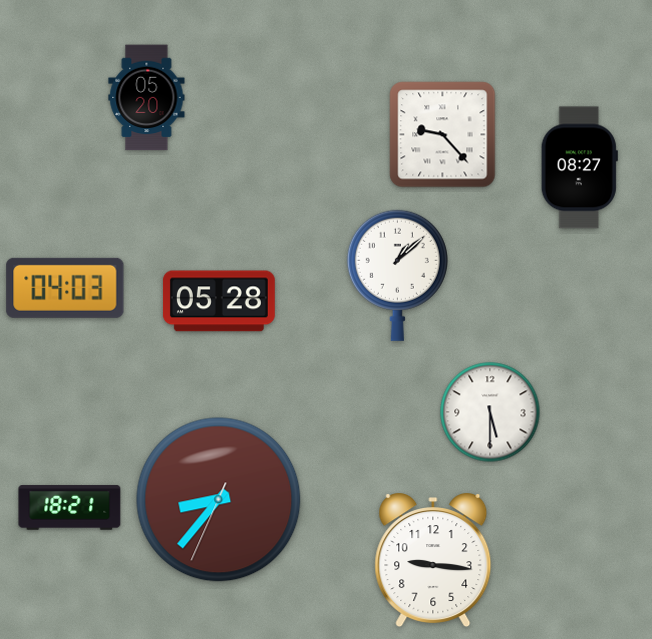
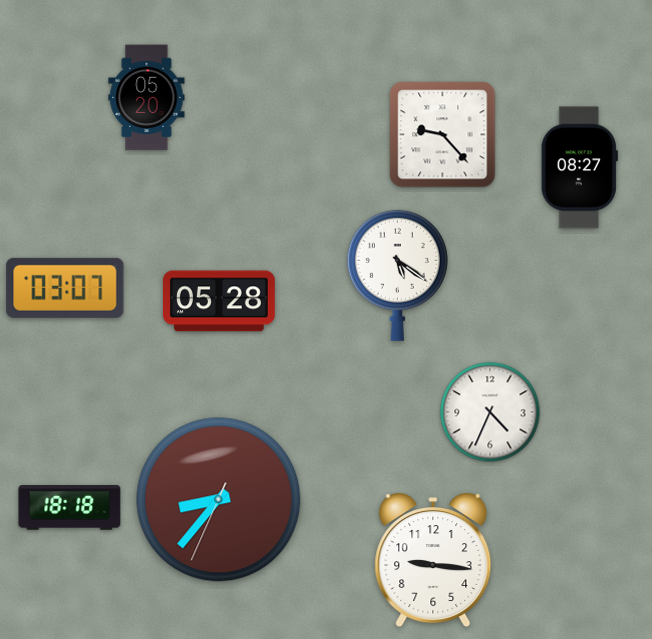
clock at (397, 275): 1:08 -> 5:21
clock at (65, 288): 04:03 -> 03:07
clock at (490, 412): 5:30 -> 4:34
clock at (70, 508): 18:21 -> 18:18
